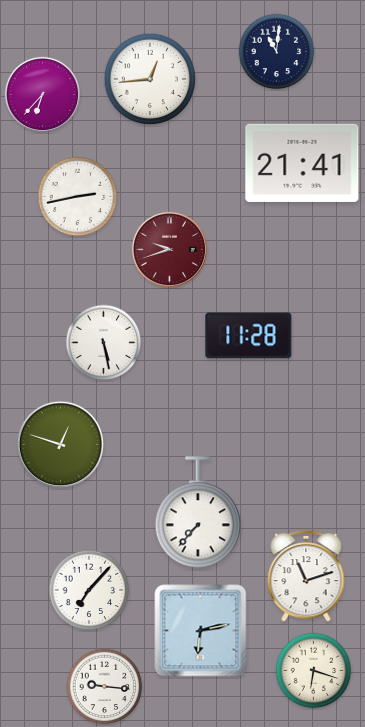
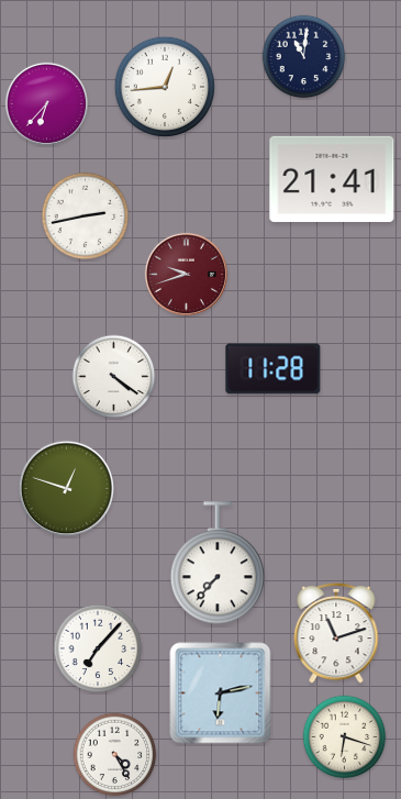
clock at (104, 343): 5:28 -> 4:21
clock at (105, 687): 9:16 -> 4:25
